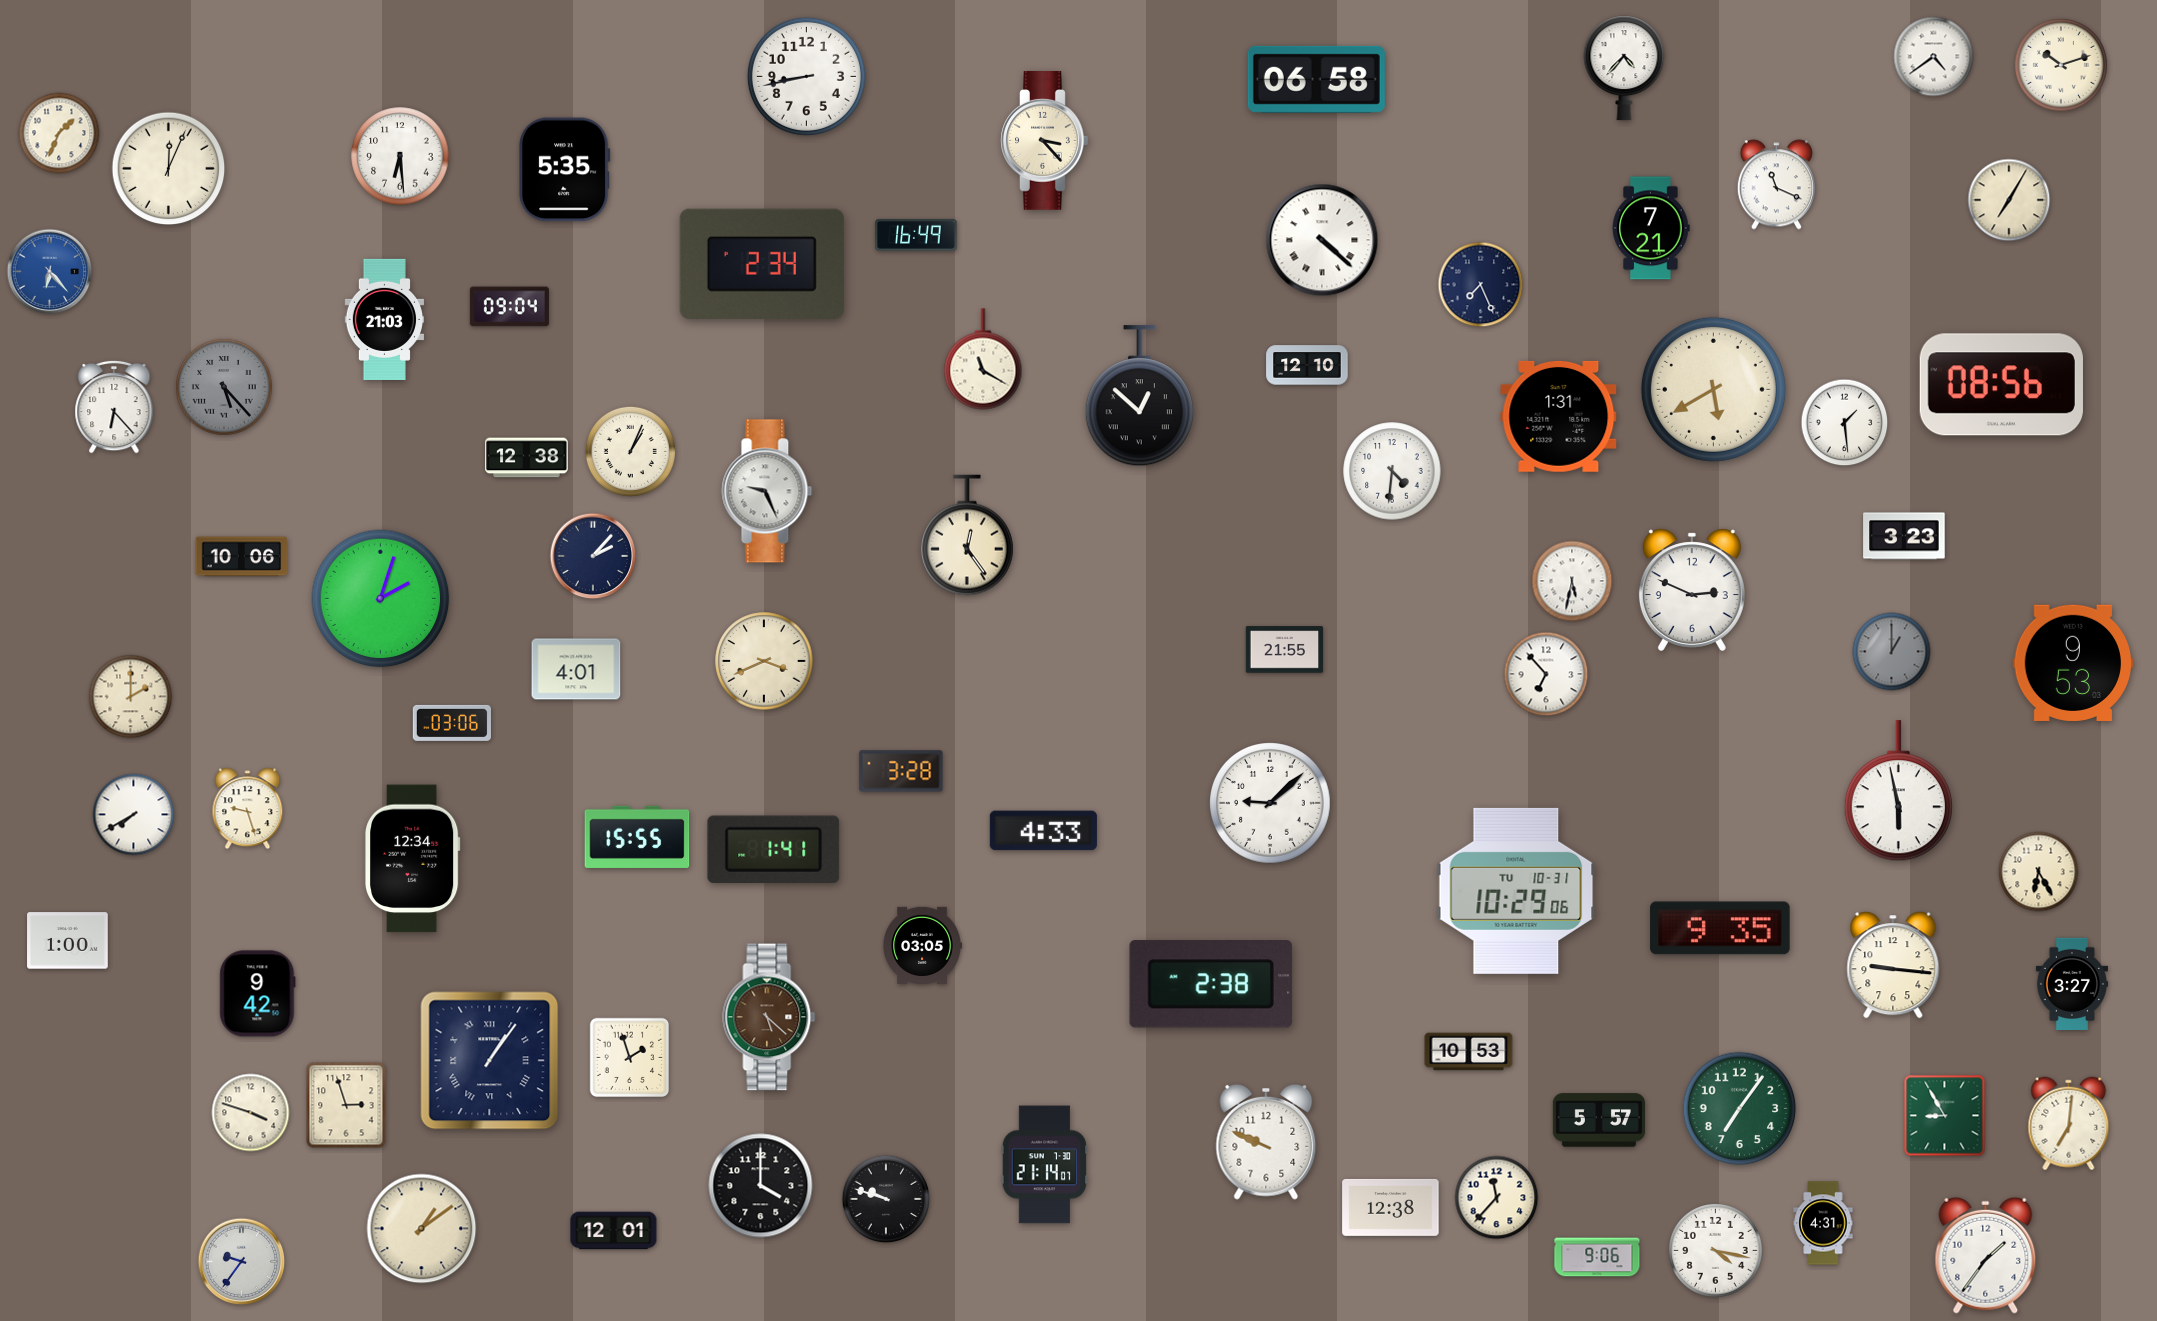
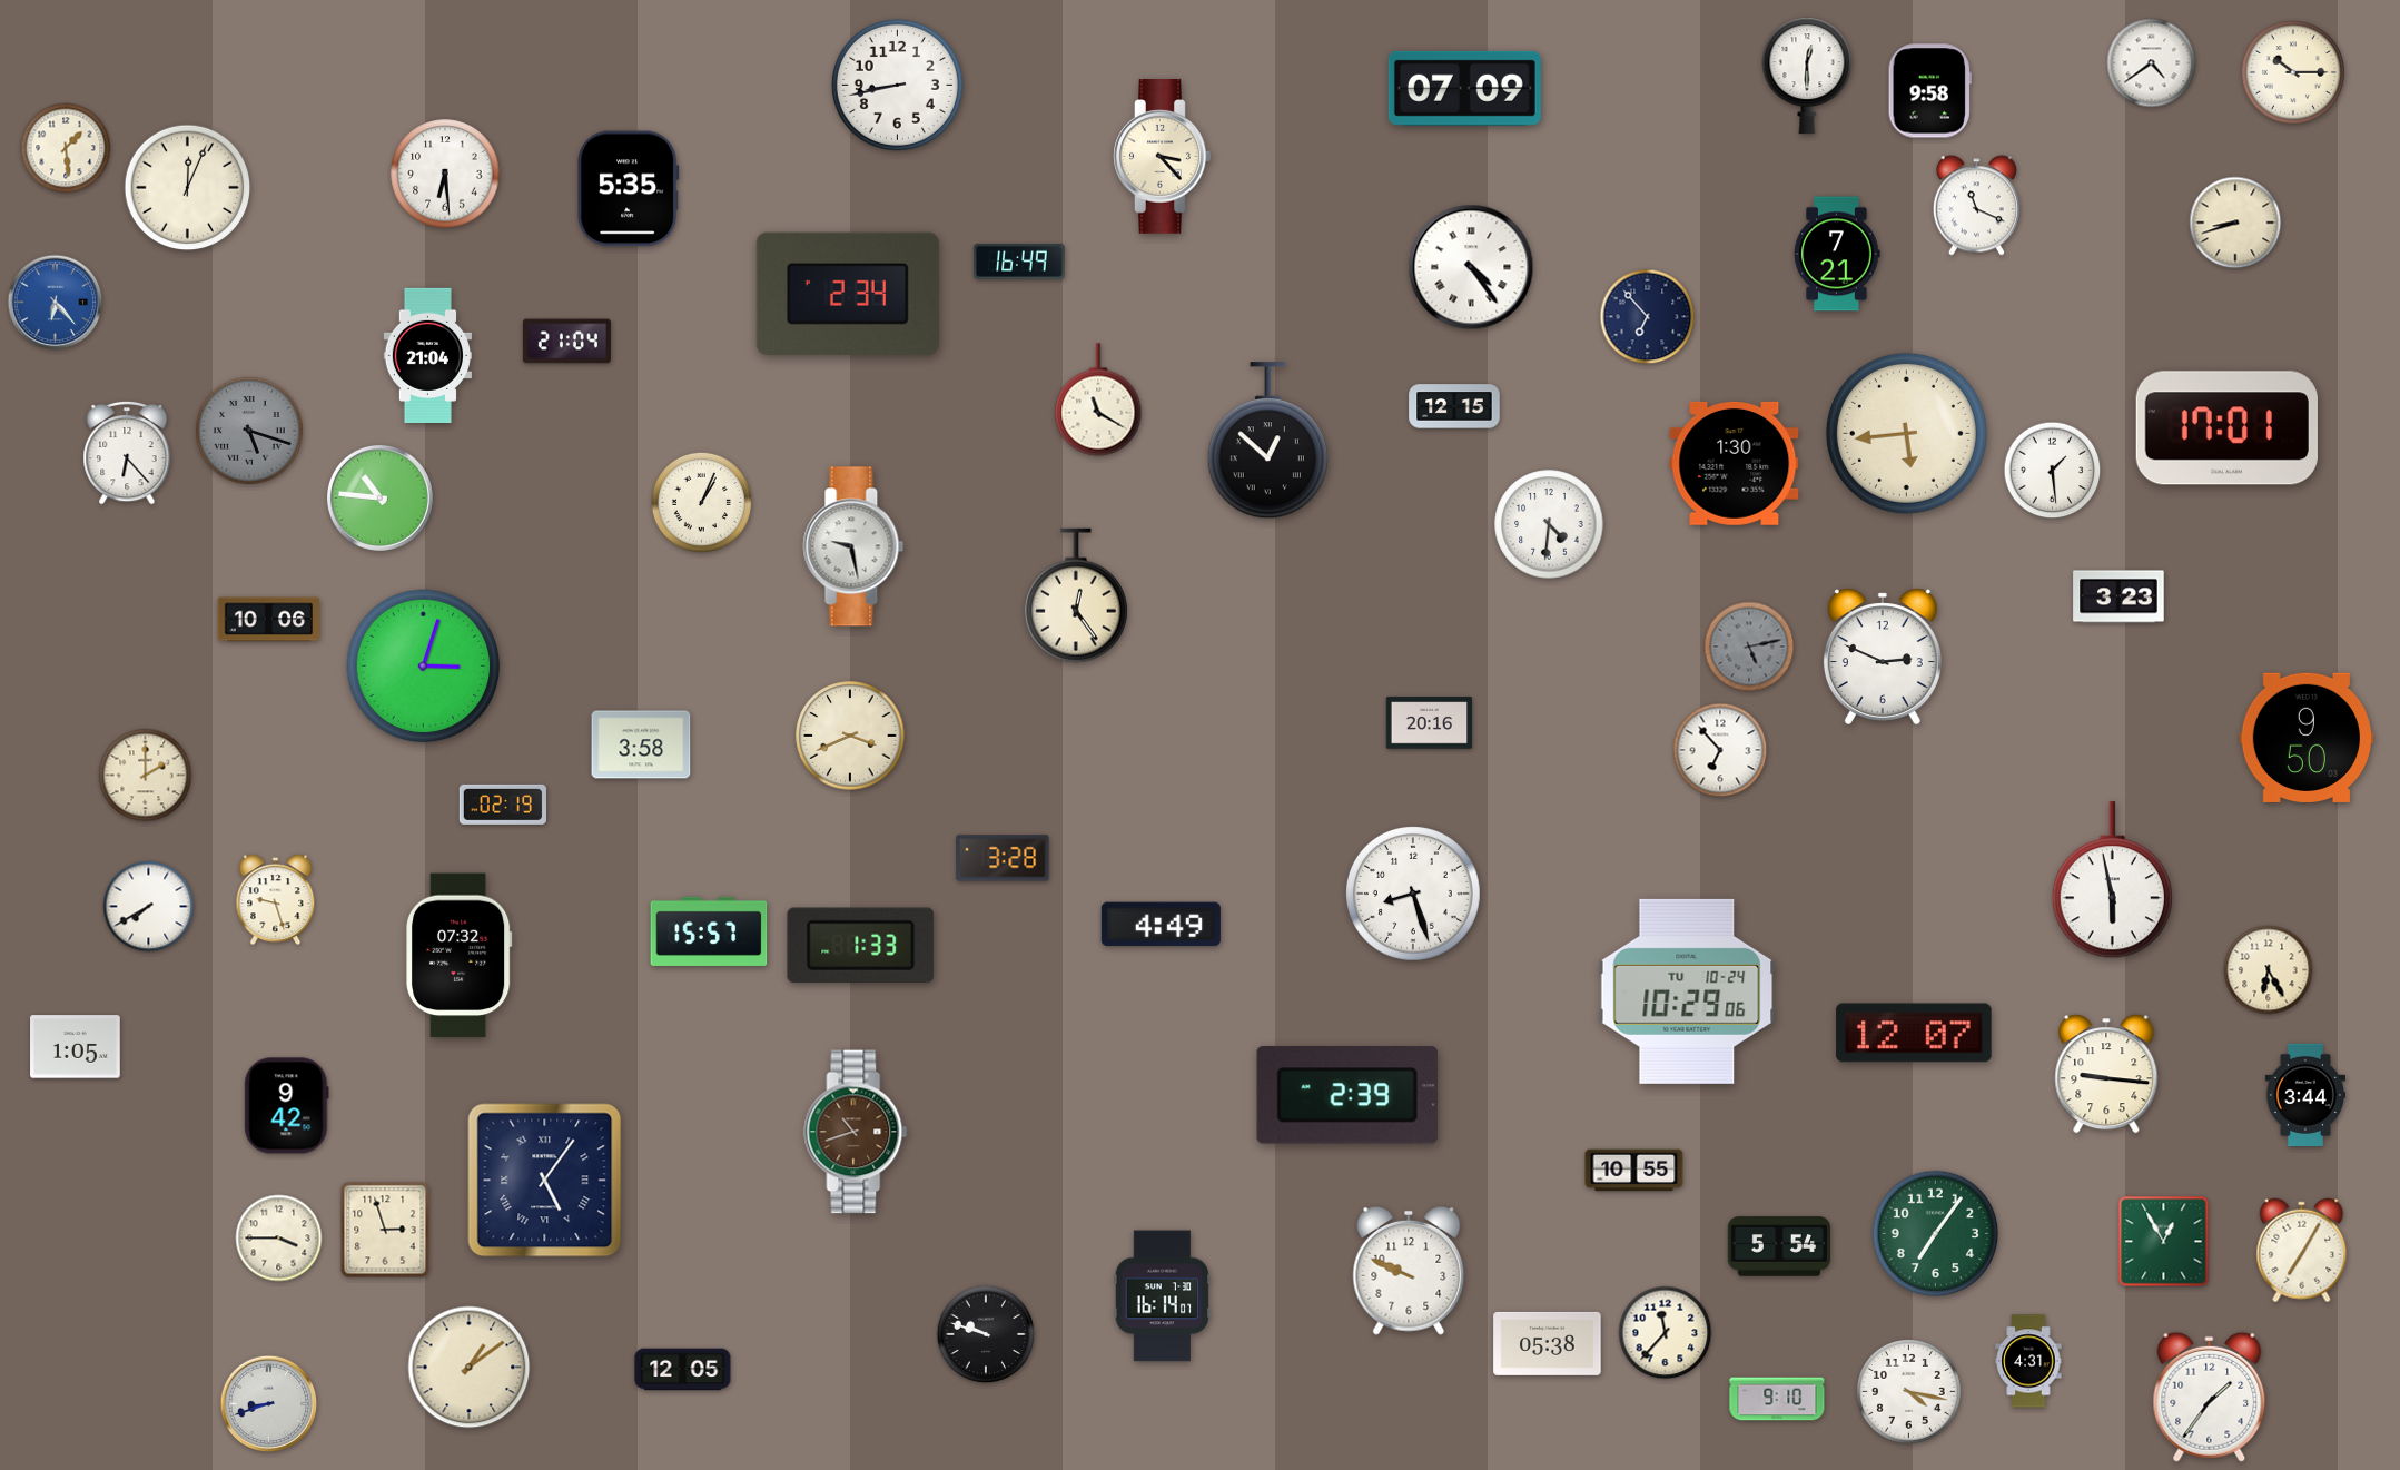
clock at (2061, 65): 10:12 -> 10:15
clock at (1624, 68): 4:37 -> 12:30
clock at (1316, 79): 06:58 -> 07:09
clock at (1929, 91): none -> 9:58
clock at (59, 133): 1:34 -> 1:29
clock at (2009, 200): 7:05 -> 8:42
clock at (1322, 240): 4:22 -> 4:24
clock at (1481, 285): 7:26 -> 6:53
clock at (509, 307): 09:04 -> 21:04
clock at (384, 319): 21:03 -> 21:04
clock at (983, 359) position: (983, 359) -> (1098, 399)
clock at (1307, 365): 12:10 -> 12:15
clock at (2001, 385): 08:56 -> 17:01
clock at (224, 387): 5:23 -> 5:18
clock at (1713, 389): 5:40 -> 5:44
clock at (1559, 416): 1:31 -> 1:30
clock at (379, 497): none -> 10:46
clock at (527, 458): 12:38 -> none
clock at (767, 491): 9:26 -> 9:28
clock at (593, 556): 2:07 -> none
clock at (1572, 581): 5:32 -> 5:13
clock at (1572, 581) dial: white -> grey
clock at (381, 599): 2:03 -> 3:03
clock at (1285, 650): 21:55 -> 20:16
clock at (1892, 652): 1:00 -> none
clock at (2072, 663): 9:53 -> 9:50
clock at (576, 669): 4:01 -> 3:58
clock at (452, 723): 03:06 -> 02:19
clock at (1271, 804): 9:08 -> 8:27
clock at (1043, 831): 4:33 -> 4:49
clock at (637, 837): 15:55 -> 15:57
clock at (774, 849): 1:41 -> 1:33
clock at (412, 859): 12:34 -> 07:32
clock at (1516, 891) date: TU 10-31 -> TU 10-24
clock at (1720, 928): 9:35 -> 12:07
clock at (68, 941): 1:00 -> 1:05
clock at (922, 945): 03:05 -> none
clock at (2071, 983): 3:27 -> 3:44
clock at (1211, 984): 2:38 -> 2:39
clock at (769, 1017): 5:22 -> 10:42
clock at (1469, 1052): 10:53 -> 10:55
clock at (630, 1058): 1:57 -> none
clock at (490, 1061): 1:06 -> 5:06
clock at (251, 1113): 3:48 -> 3:45
clock at (1945, 1116): 8:55 -> 12:55
clock at (1598, 1120): 5:57 -> 5:54
clock at (2069, 1124): 7:01 -> 7:05
clock at (1045, 1165): 21:14 -> 16:14
clock at (761, 1186): 4:00 -> none
clock at (1391, 1207): 12:38 -> 05:38
clock at (614, 1231): 12:01 -> 12:05
clock at (1597, 1257): 9:06 -> 9:10
clock at (242, 1262): 9:36 -> 8:42
